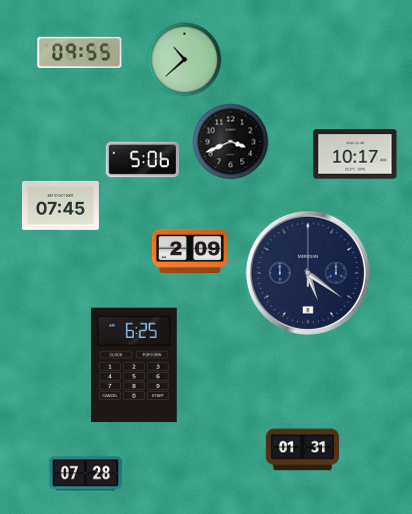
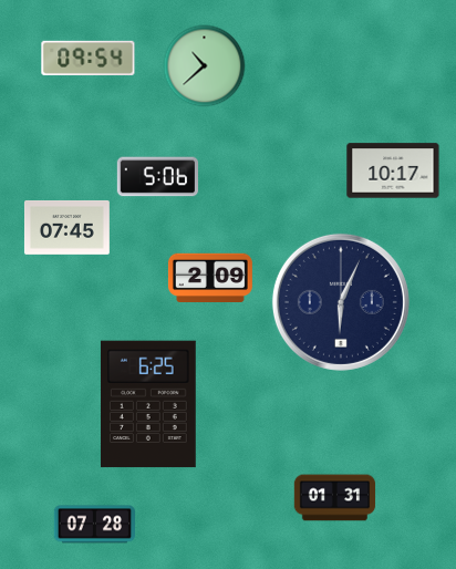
clock at (80, 52): 09:55 -> 09:54
clock at (231, 142): 3:41 -> none
clock at (308, 273): 5:21 -> 6:04
